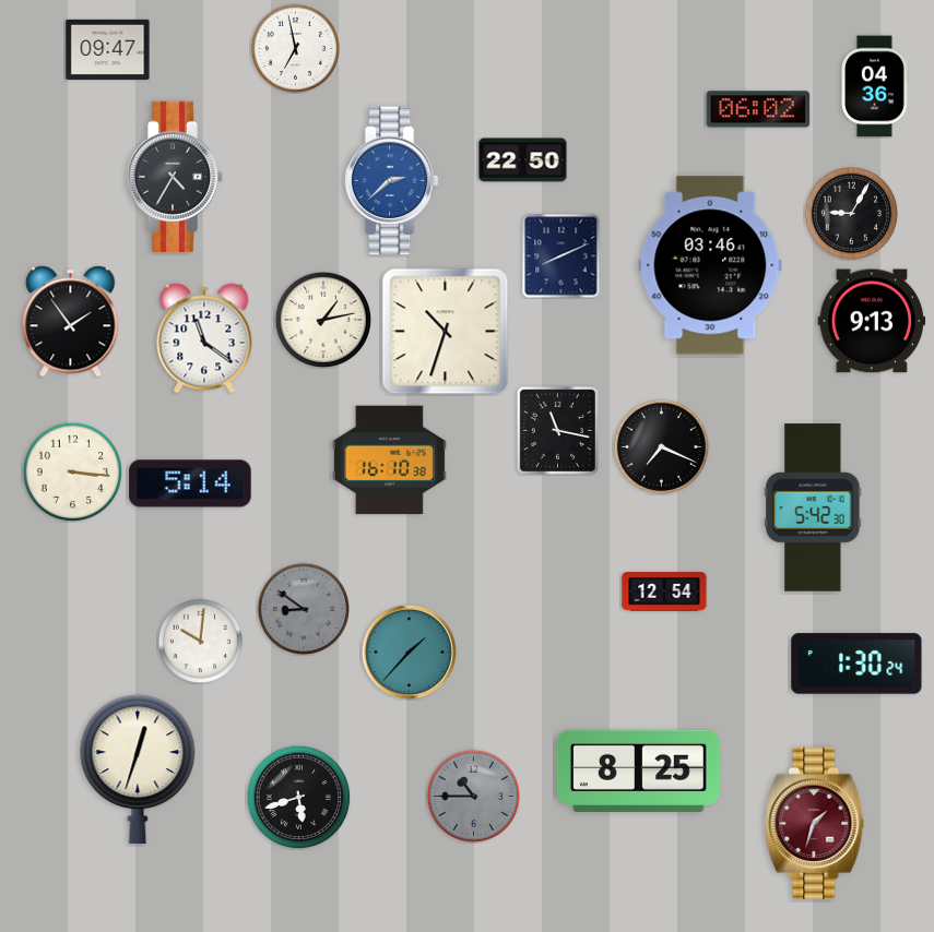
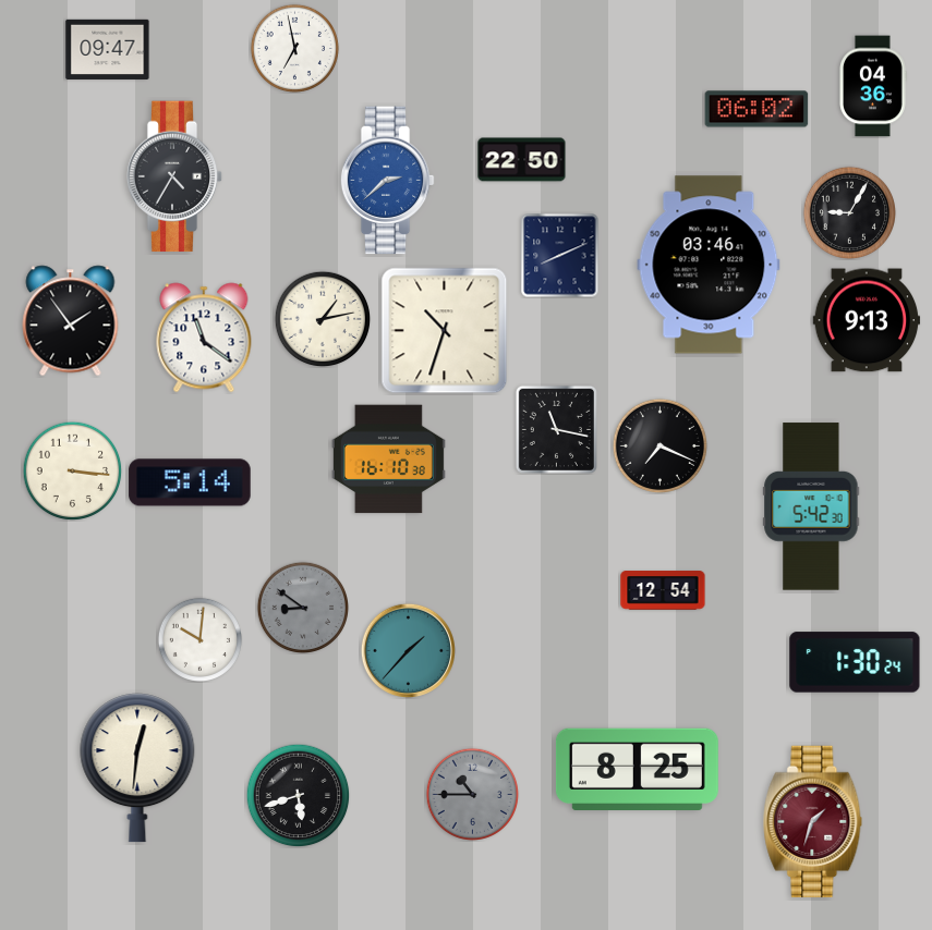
clock at (391, 181) position: (391, 181) -> (387, 181)
clock at (872, 321) position: (872, 321) -> (867, 320)
clock at (138, 769): 12:33 -> 12:31
